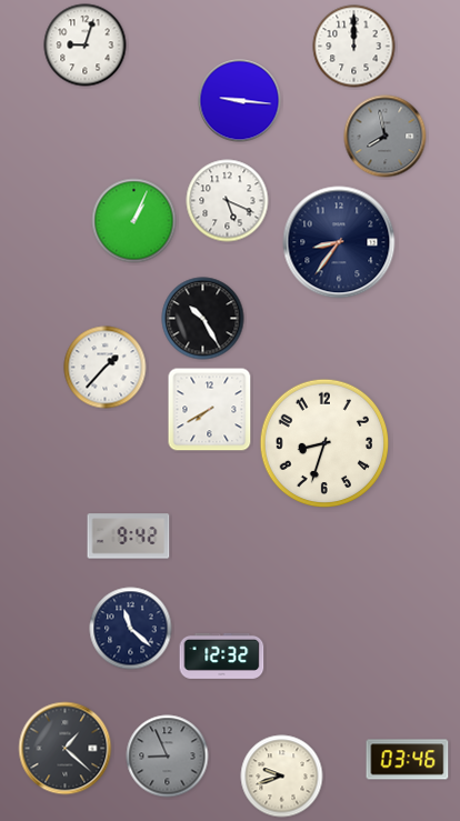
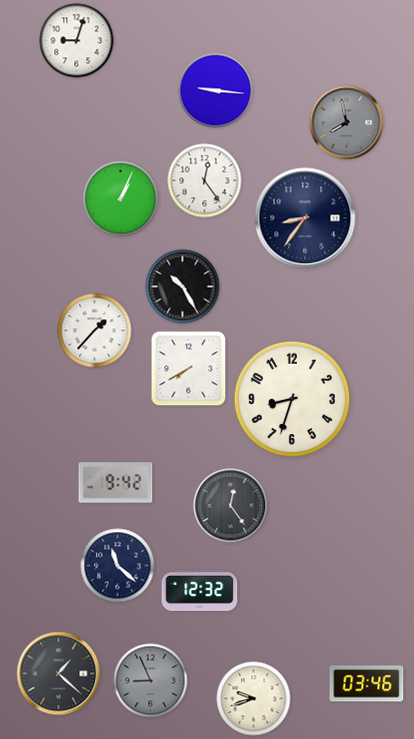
clock at (354, 47): 12:00 -> none
clock at (228, 201): 5:19 -> 12:24
clock at (231, 506): none -> 12:24
